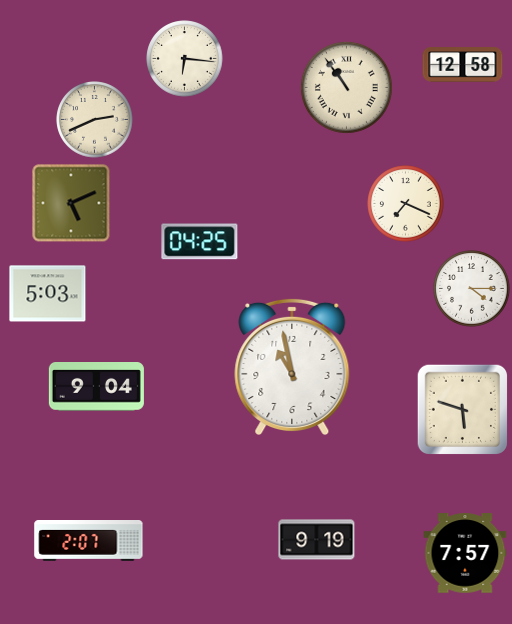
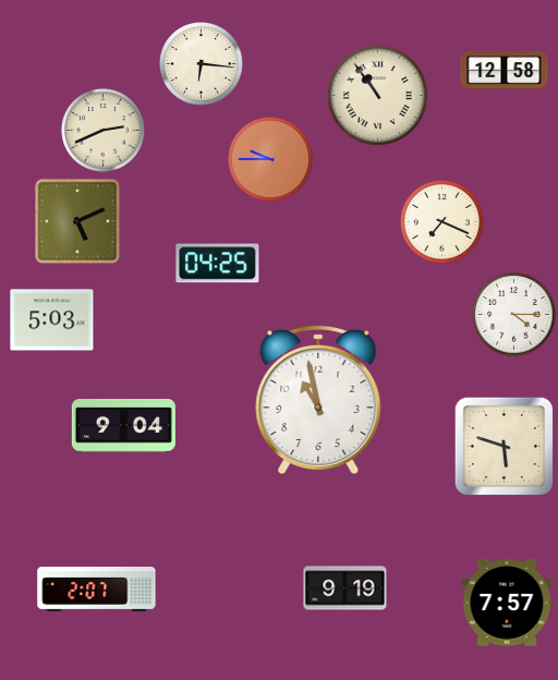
clock at (270, 159): none -> 9:45
clock at (96, 387) position: (96, 387) -> (123, 426)
